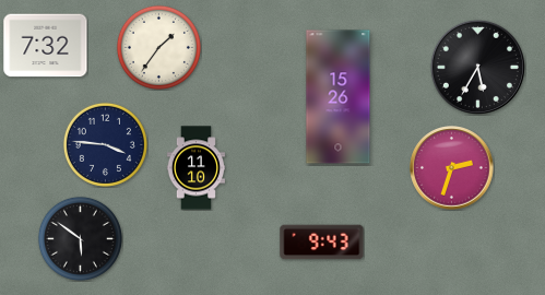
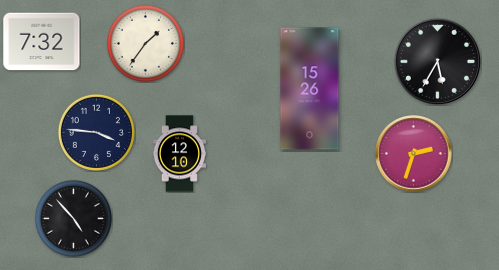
clock at (196, 168): 11:10 -> 12:10
clock at (80, 238): 5:51 -> 4:53
clock at (322, 243): 9:43 -> none
